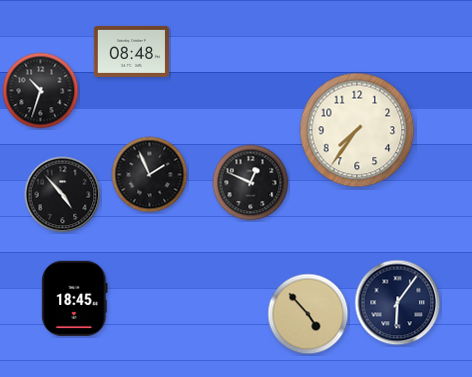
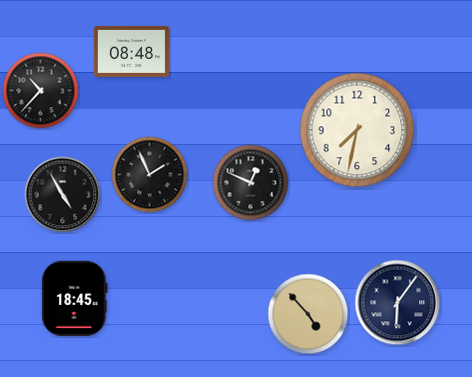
clock at (41, 91): 10:33 -> 10:37
clock at (357, 130): 7:36 -> 7:32
clock at (63, 195): 4:53 -> 4:55
